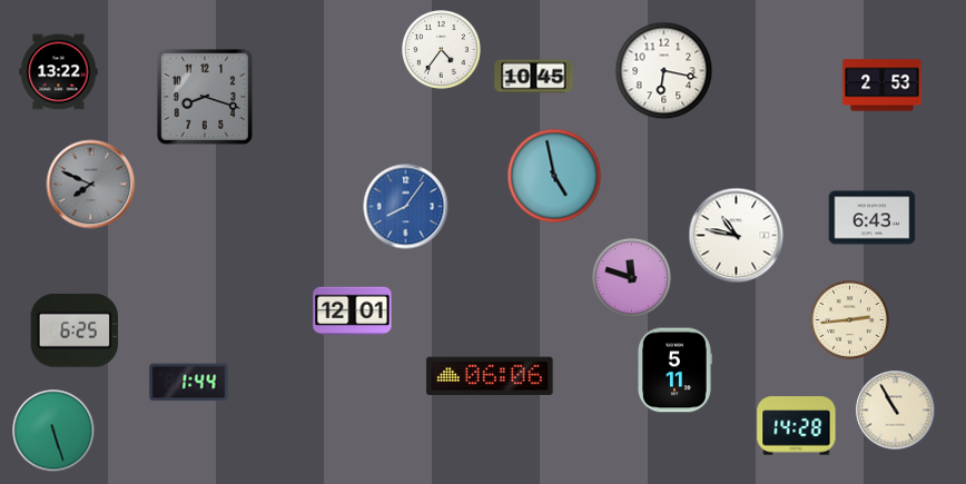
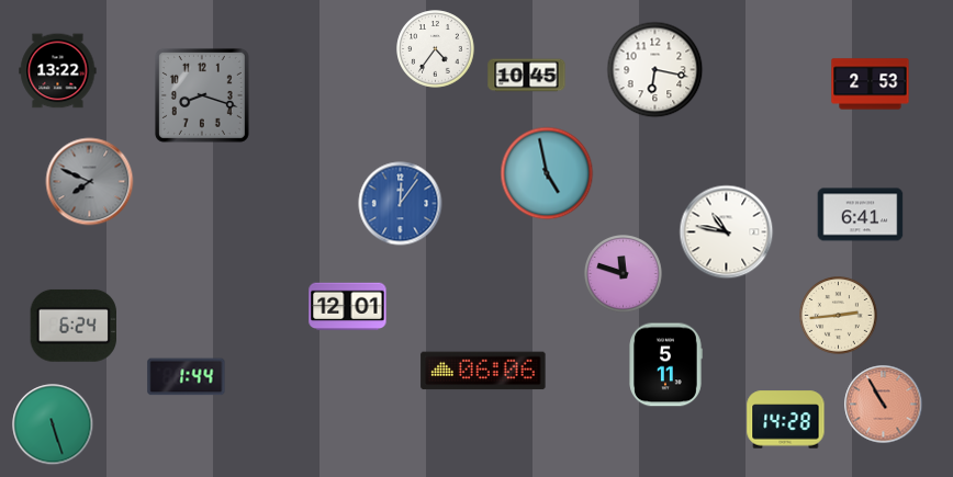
clock at (406, 207): 8:06 -> 12:06
clock at (873, 218): 6:43 -> 6:41
clock at (73, 330): 6:25 -> 6:24
clock at (896, 411) dial: cream -> salmon
